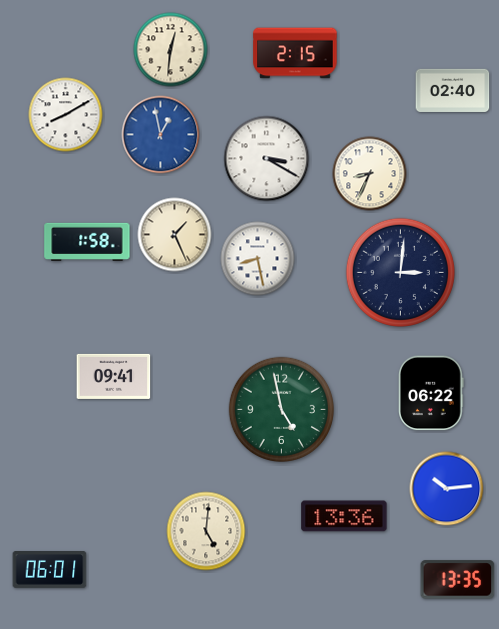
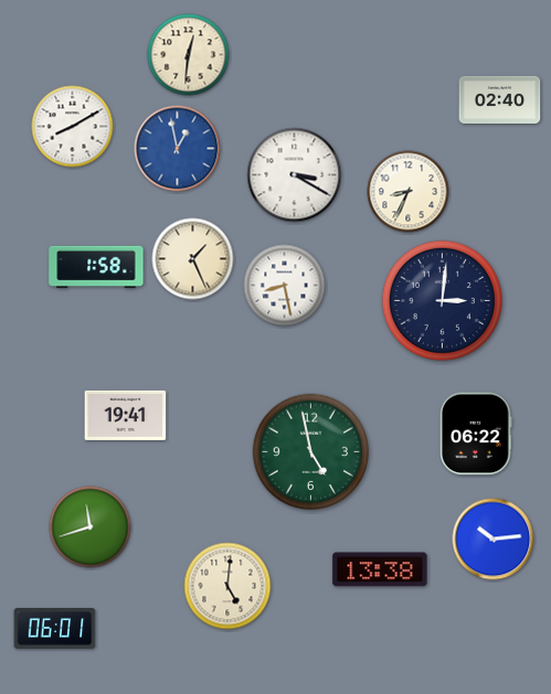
clock at (295, 53): 2:15 -> none
clock at (114, 376): 09:41 -> 19:41
clock at (91, 527): none -> 11:42
clock at (344, 516): 13:36 -> 13:38
clock at (458, 580): 13:35 -> none
